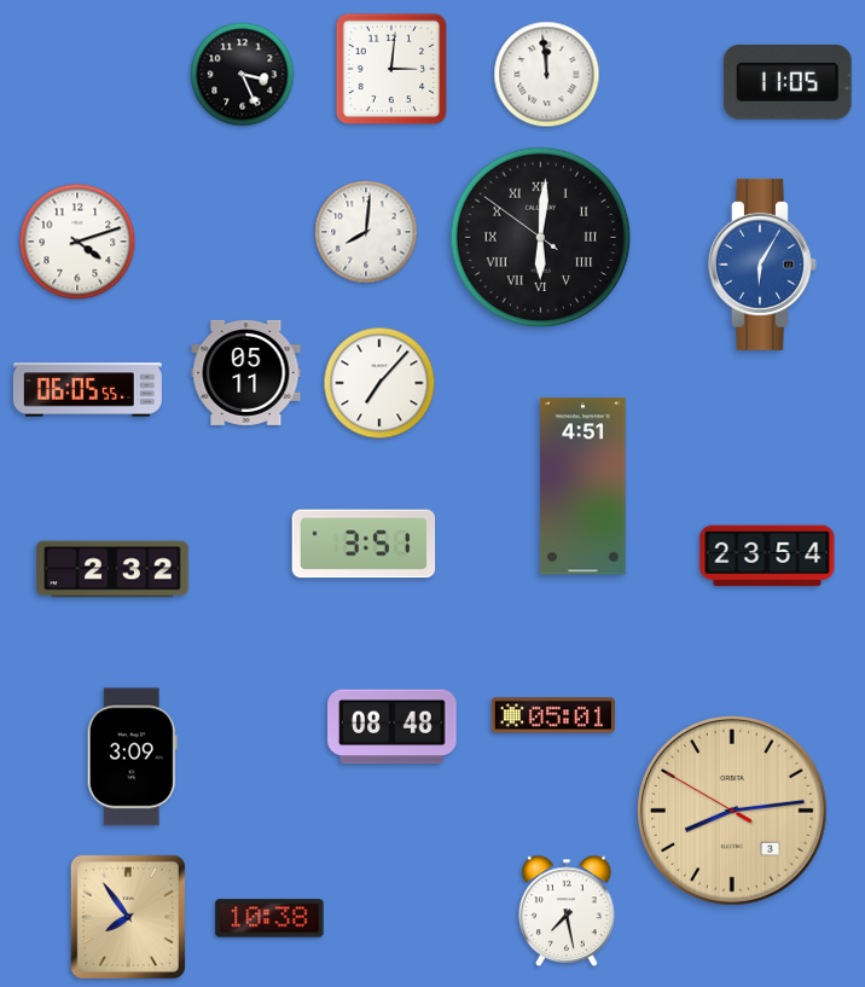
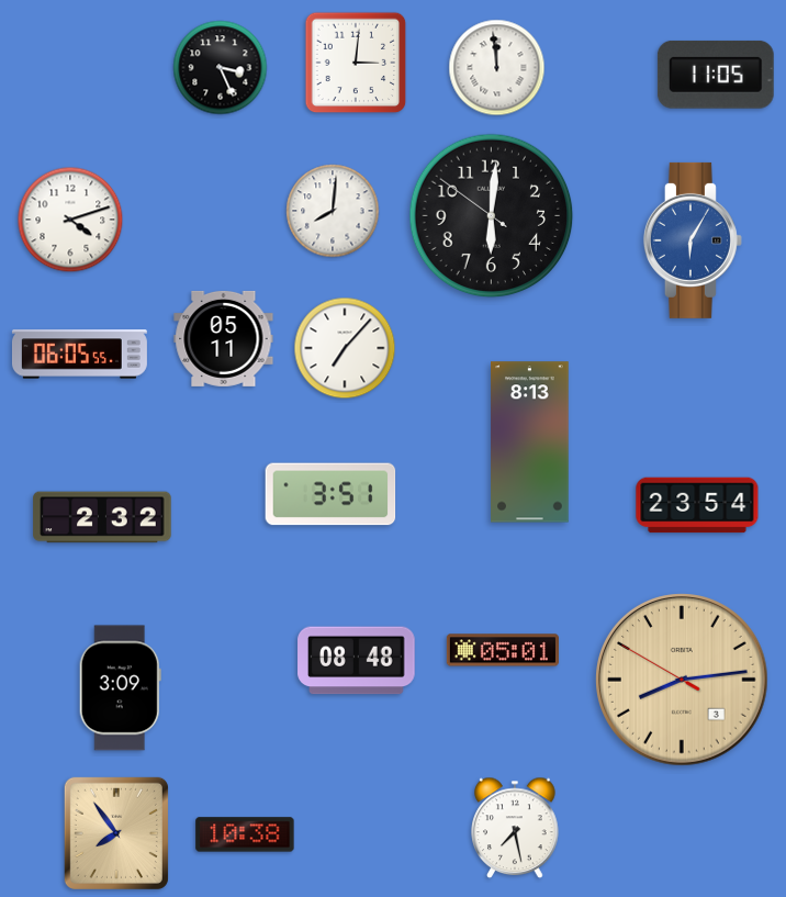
clock at (541, 238) numerals: Roman -> Arabic
clock at (584, 487): 4:51 -> 8:13
clock at (732, 811) position: (732, 811) -> (682, 680)
